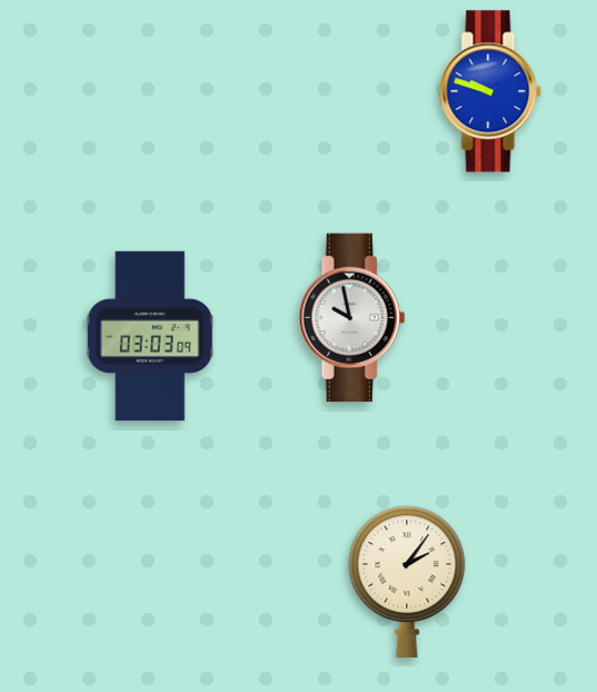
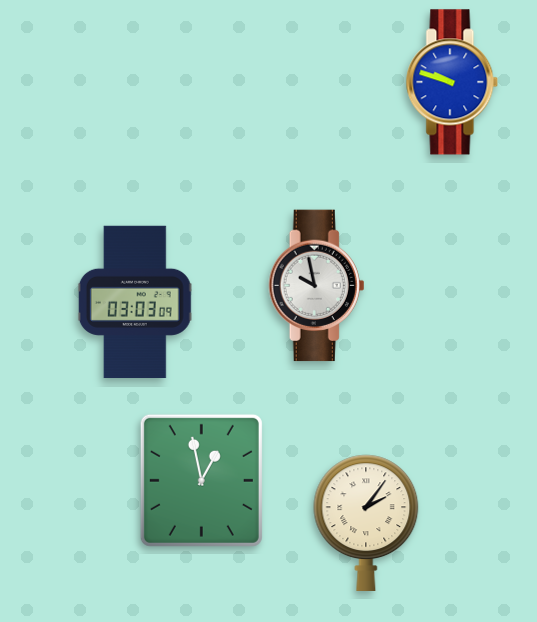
clock at (490, 91) position: (490, 91) -> (452, 82)
clock at (201, 480): none -> 12:58
